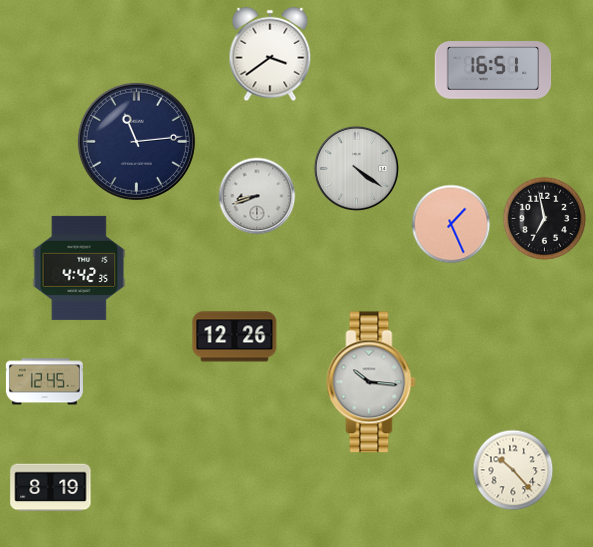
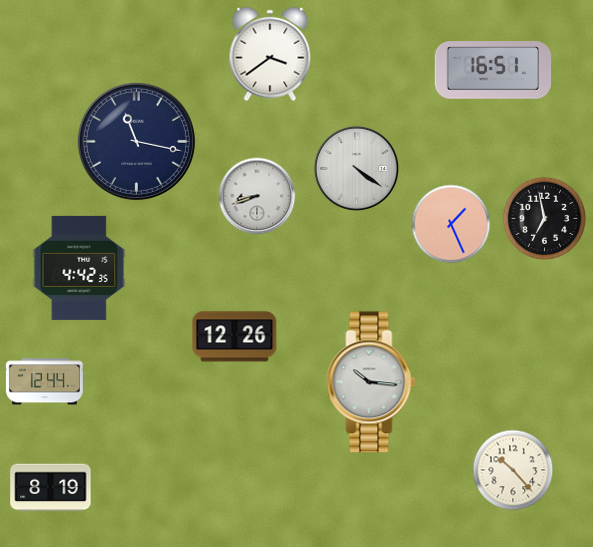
clock at (136, 141): 11:14 -> 11:17
clock at (44, 382): 12:45 -> 12:44
